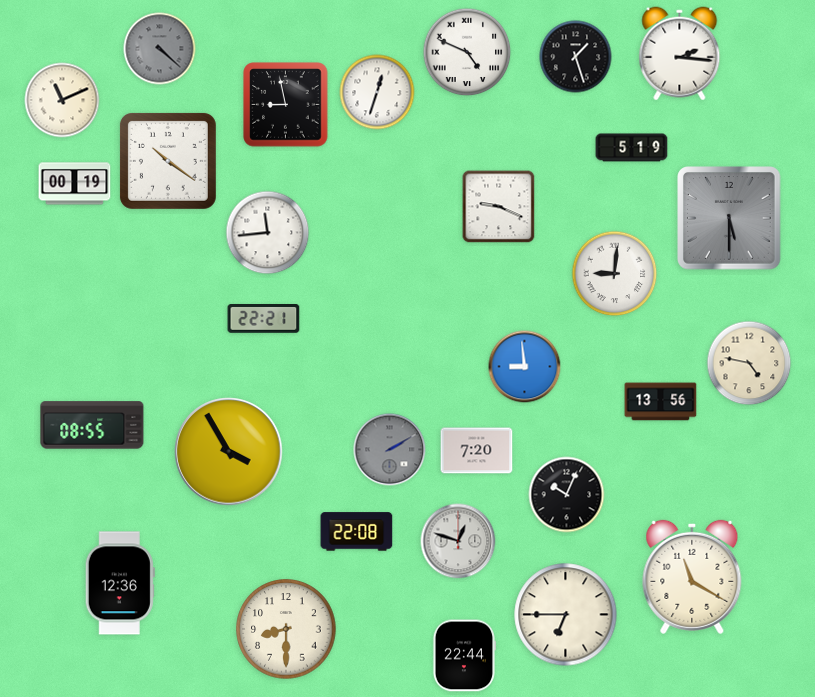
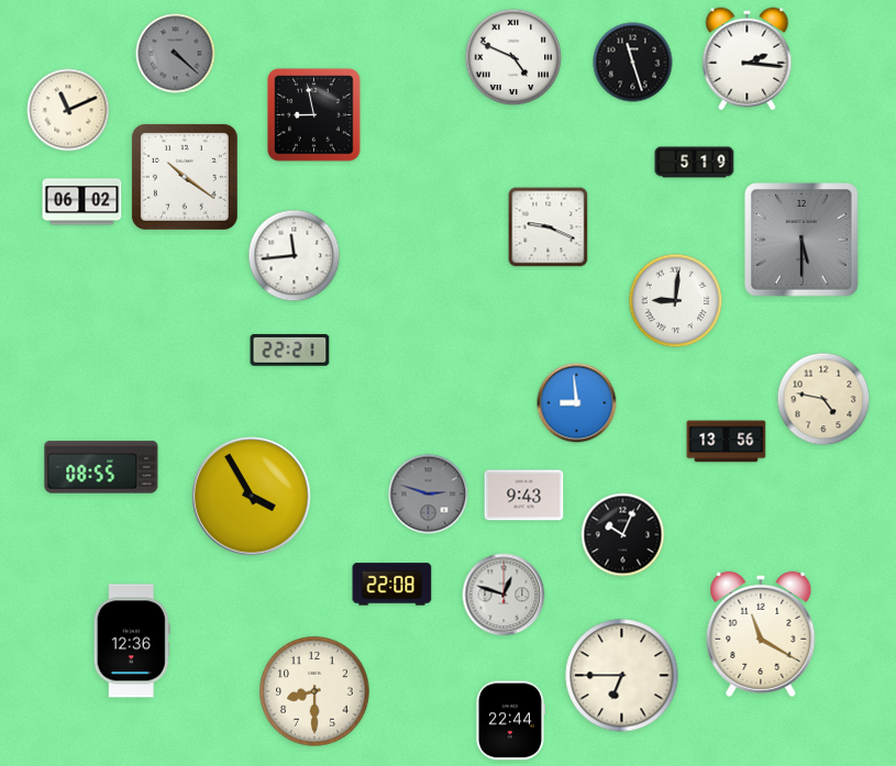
clock at (576, 57): 1:27 -> 11:27
clock at (377, 92): 12:33 -> none
clock at (75, 184): 00:19 -> 06:02
clock at (390, 450): 2:10 -> 2:48
clock at (477, 451): 7:20 -> 9:43
clock at (567, 495) position: (567, 495) -> (623, 535)
